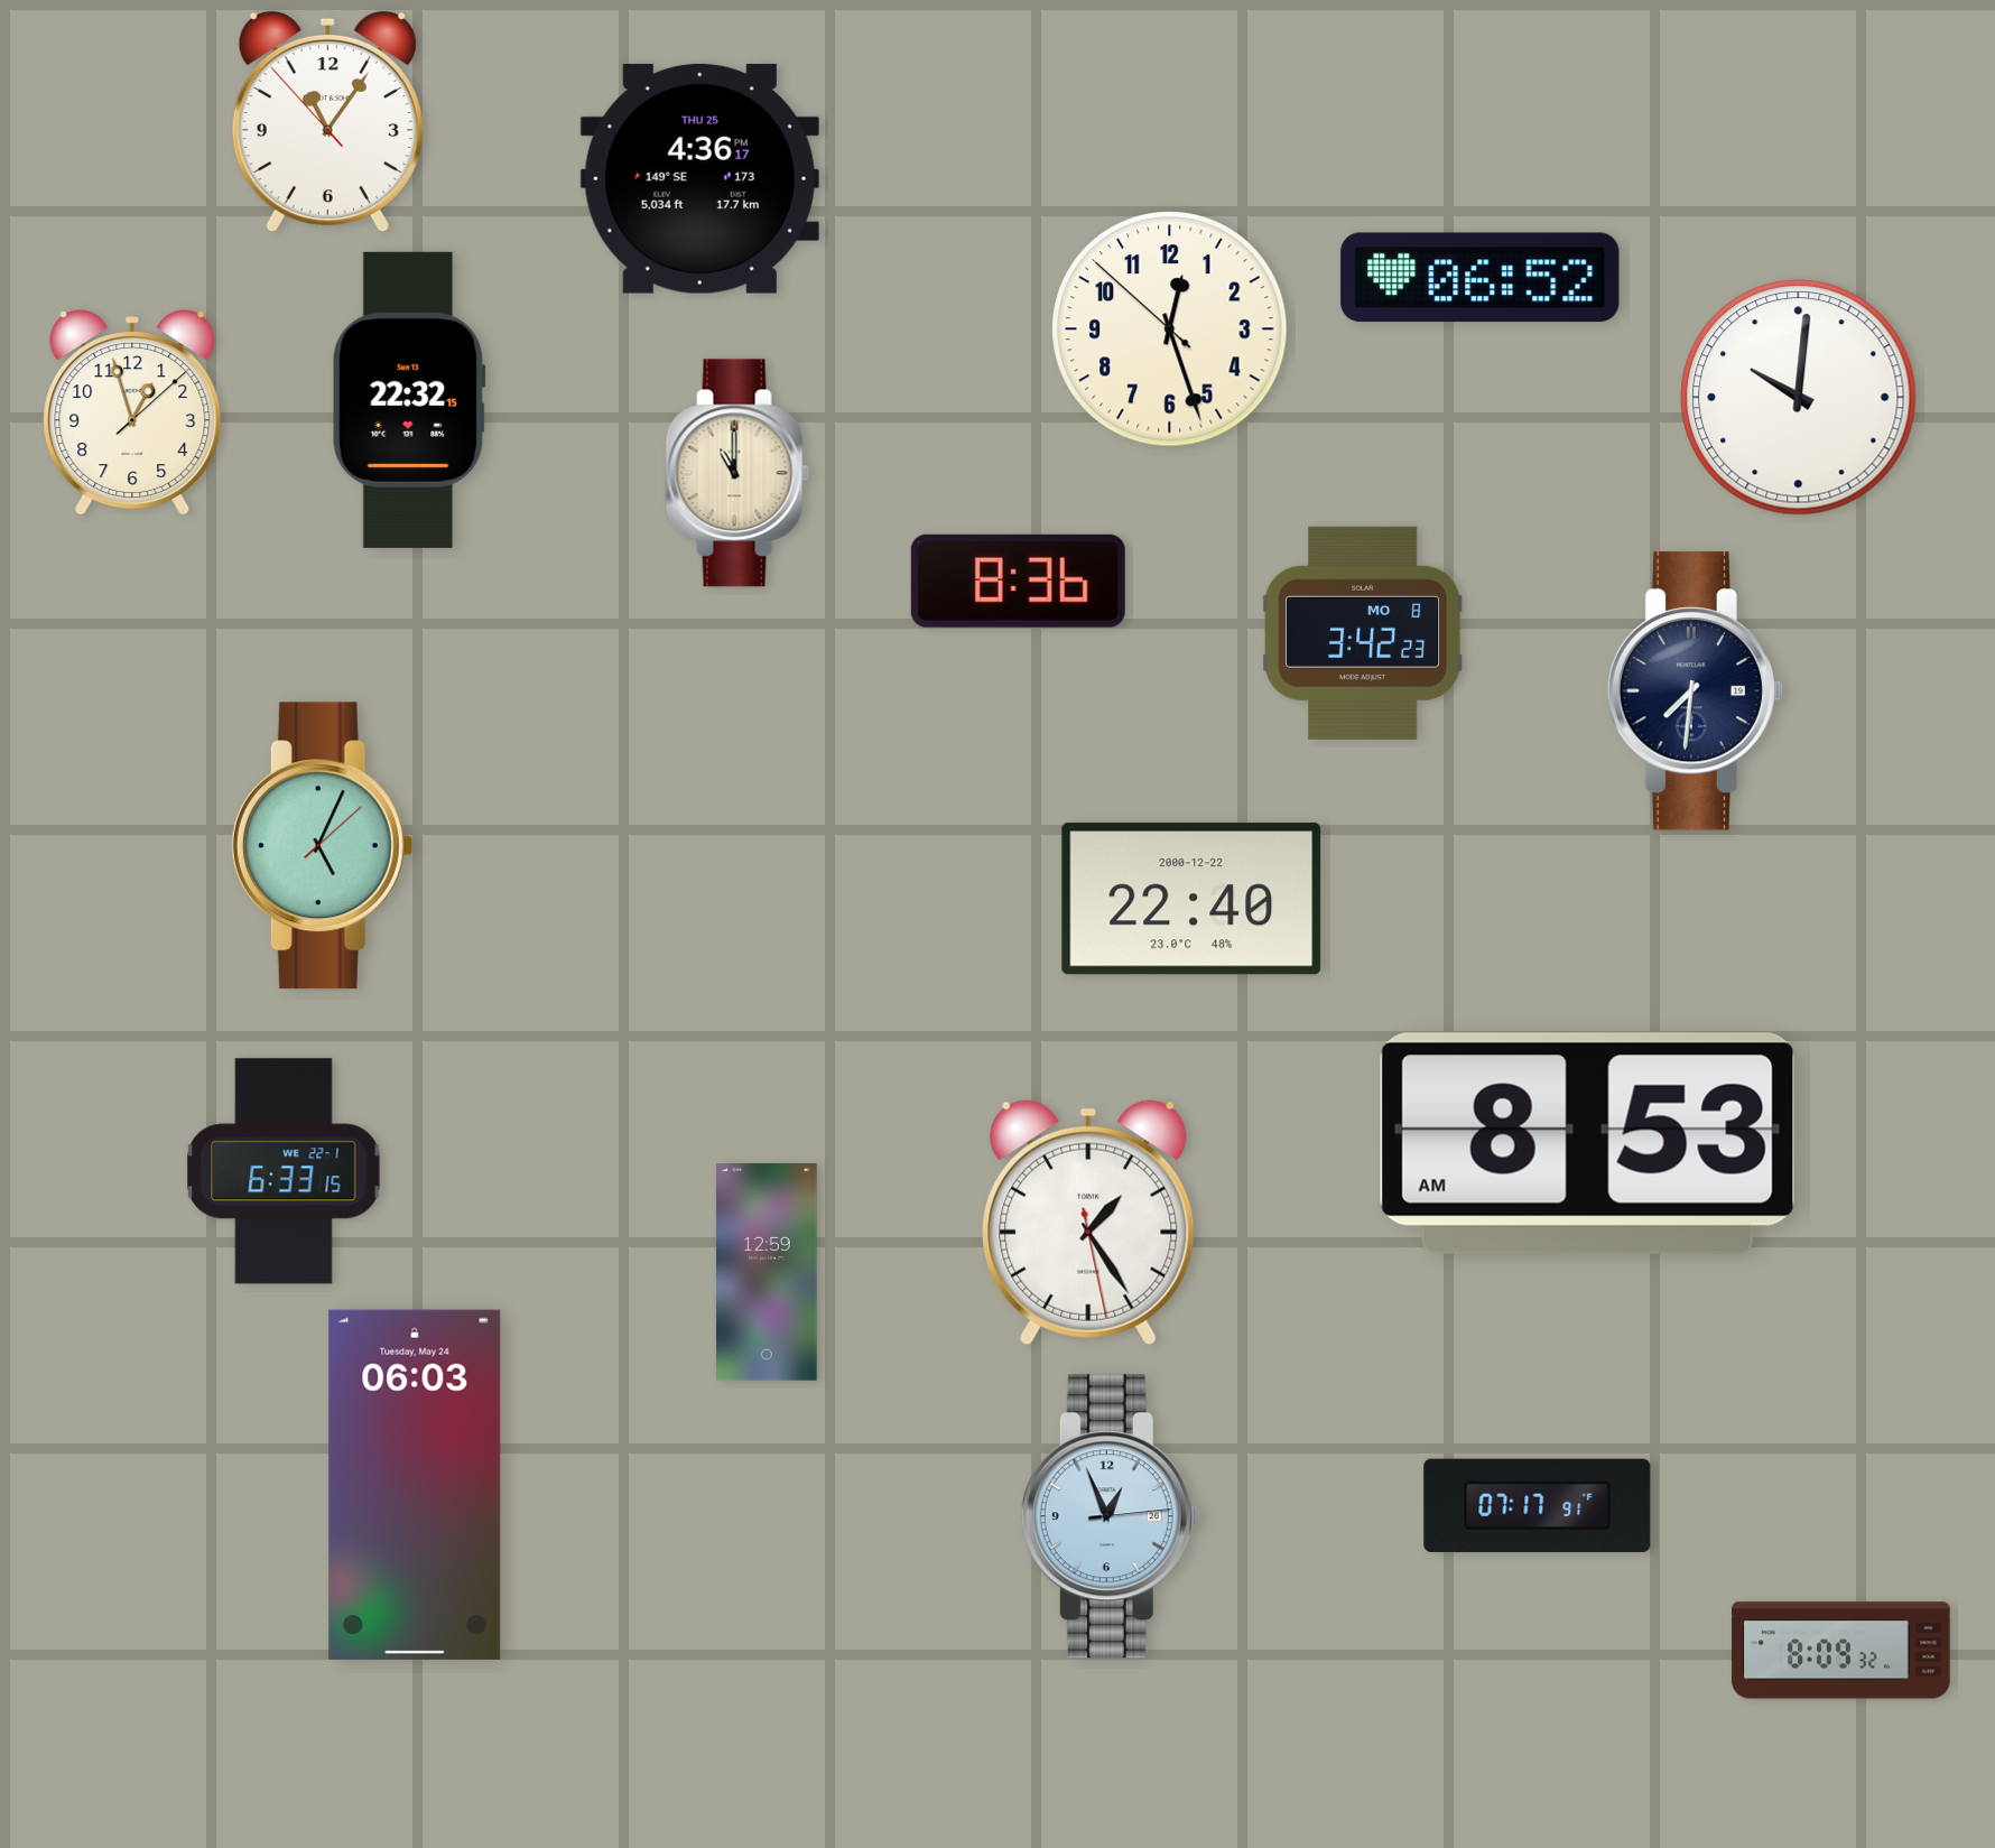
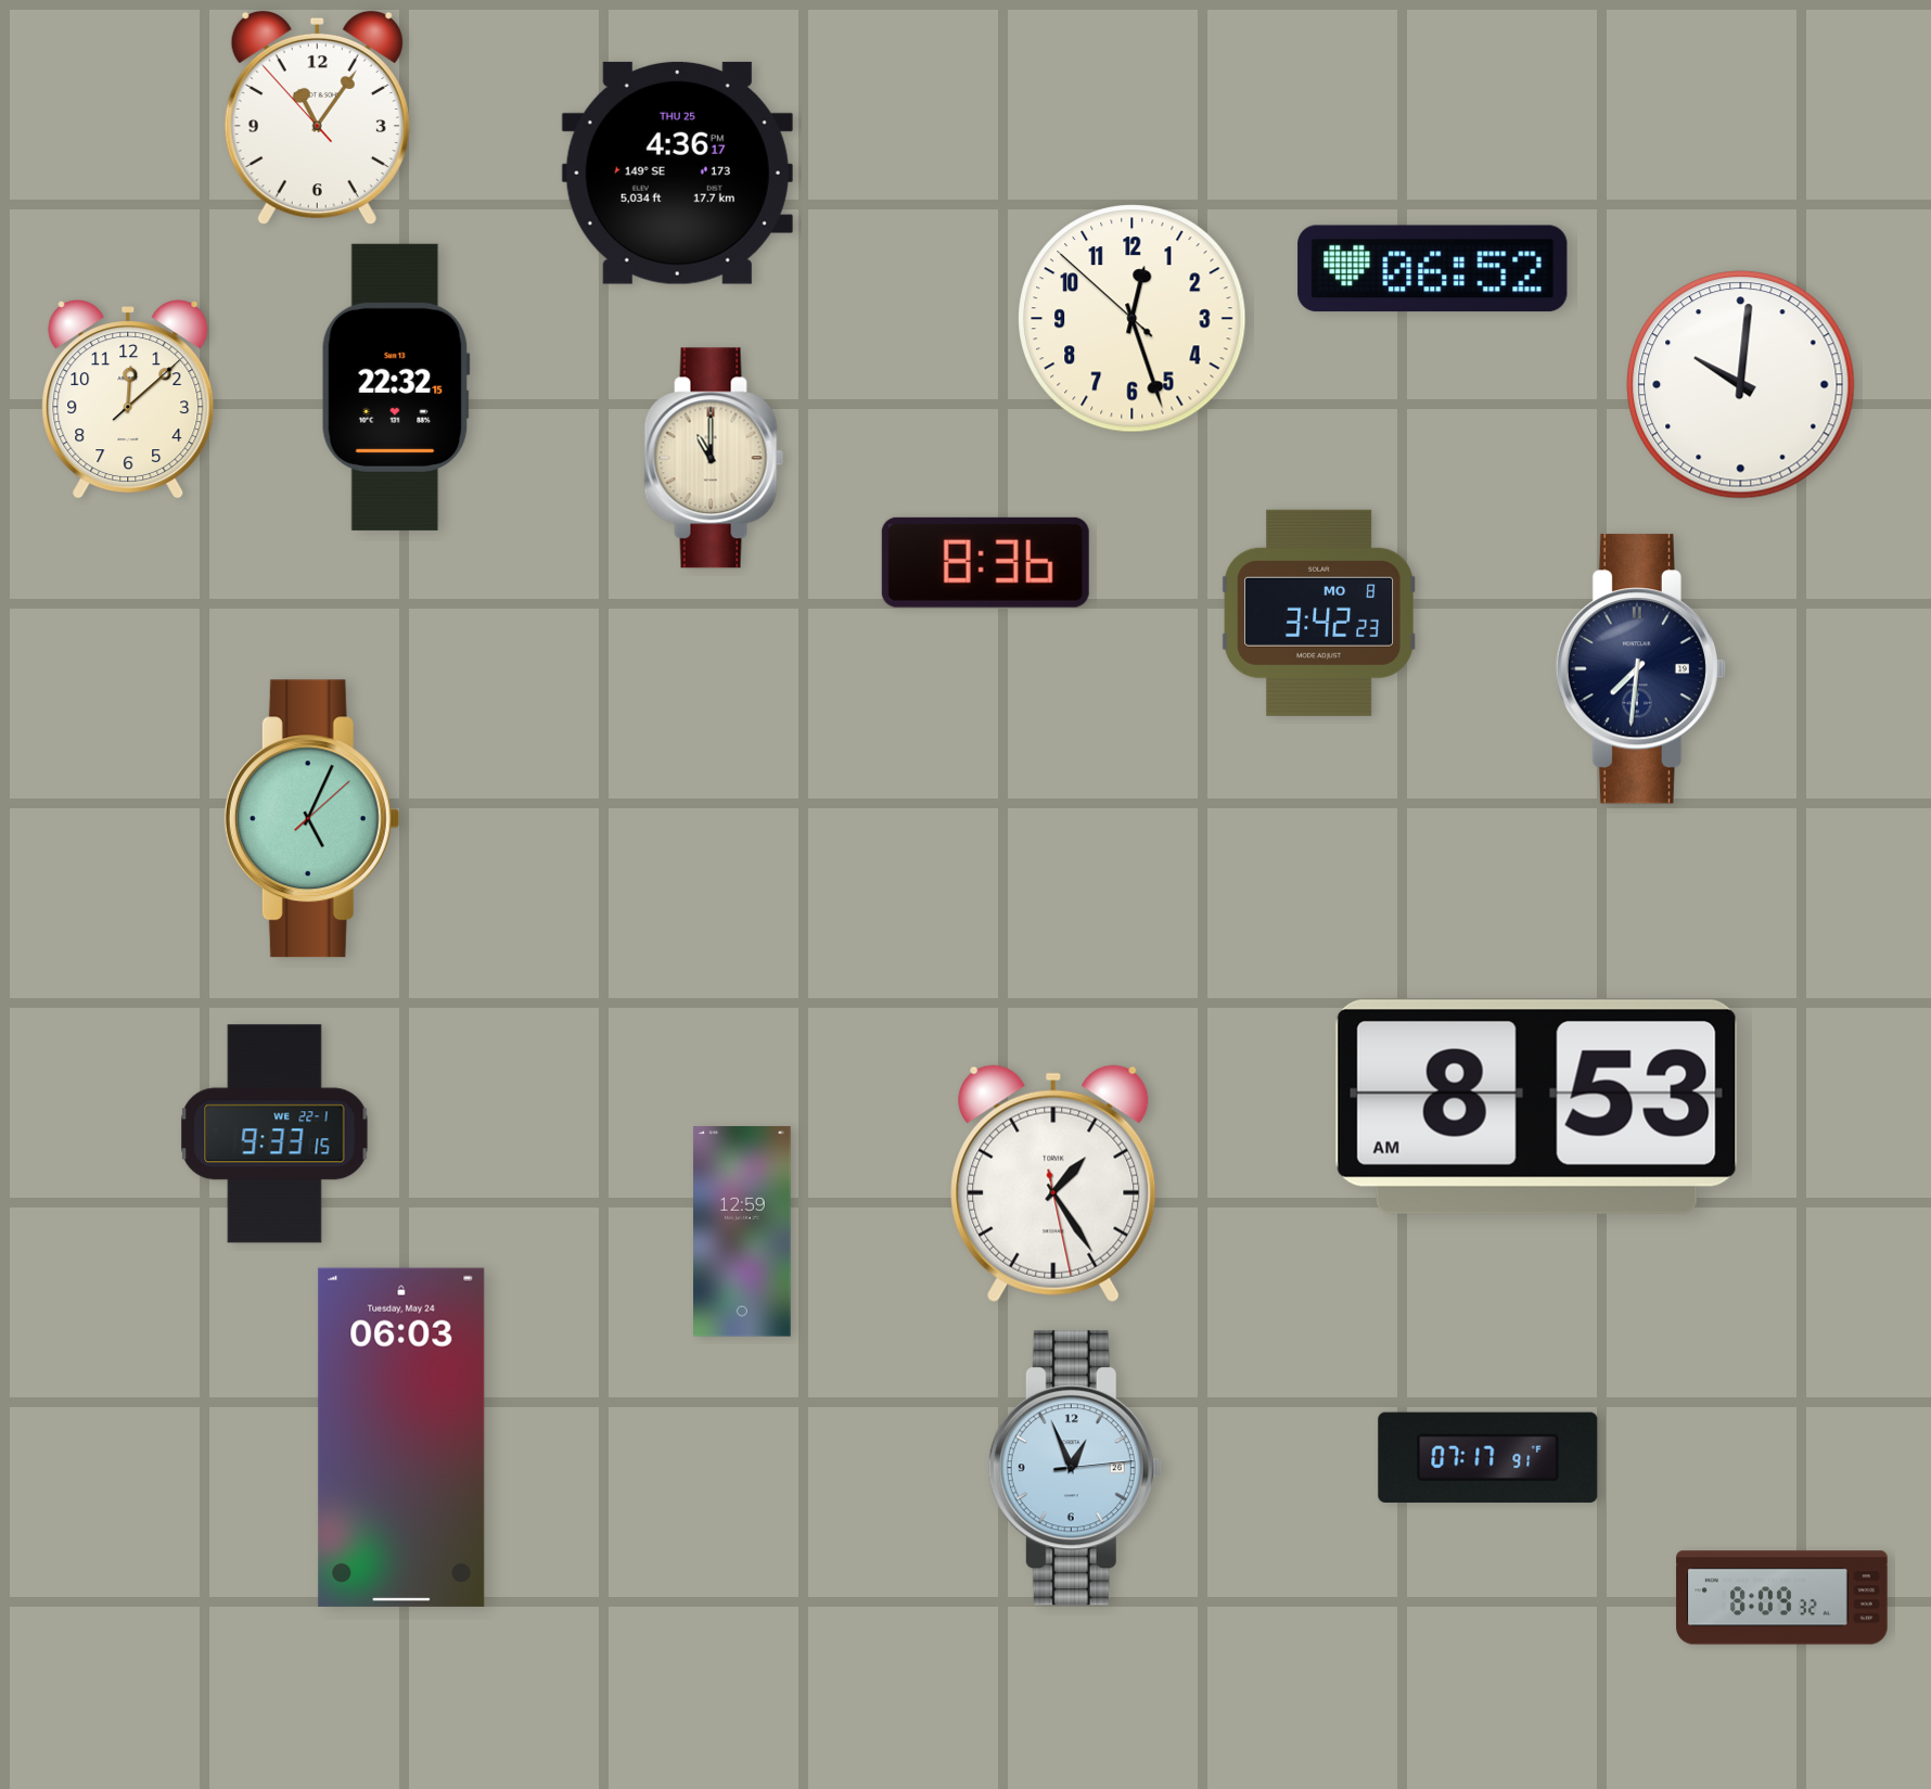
clock at (132, 414): 12:57 -> 12:08
clock at (1191, 899): 22:40 -> none
clock at (284, 1171): 6:33 -> 9:33
